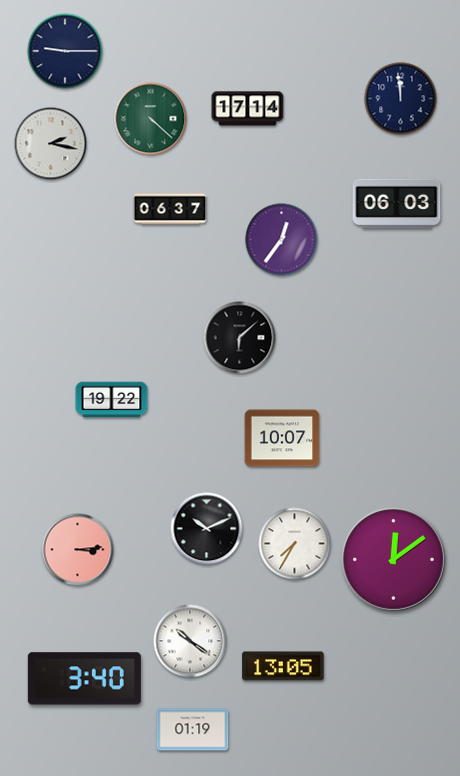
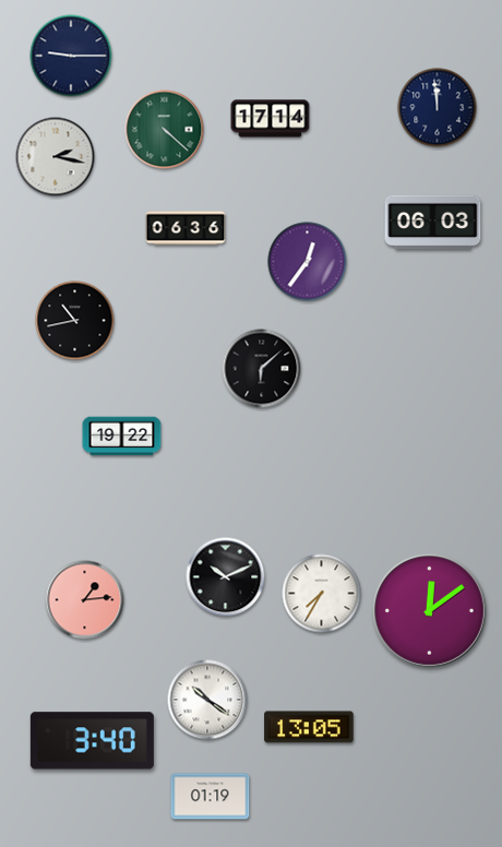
clock at (170, 209): 06:37 -> 06:36
clock at (75, 321): none -> 10:43
clock at (282, 438): 10:07 -> none
clock at (78, 550): 3:14 -> 1:14
